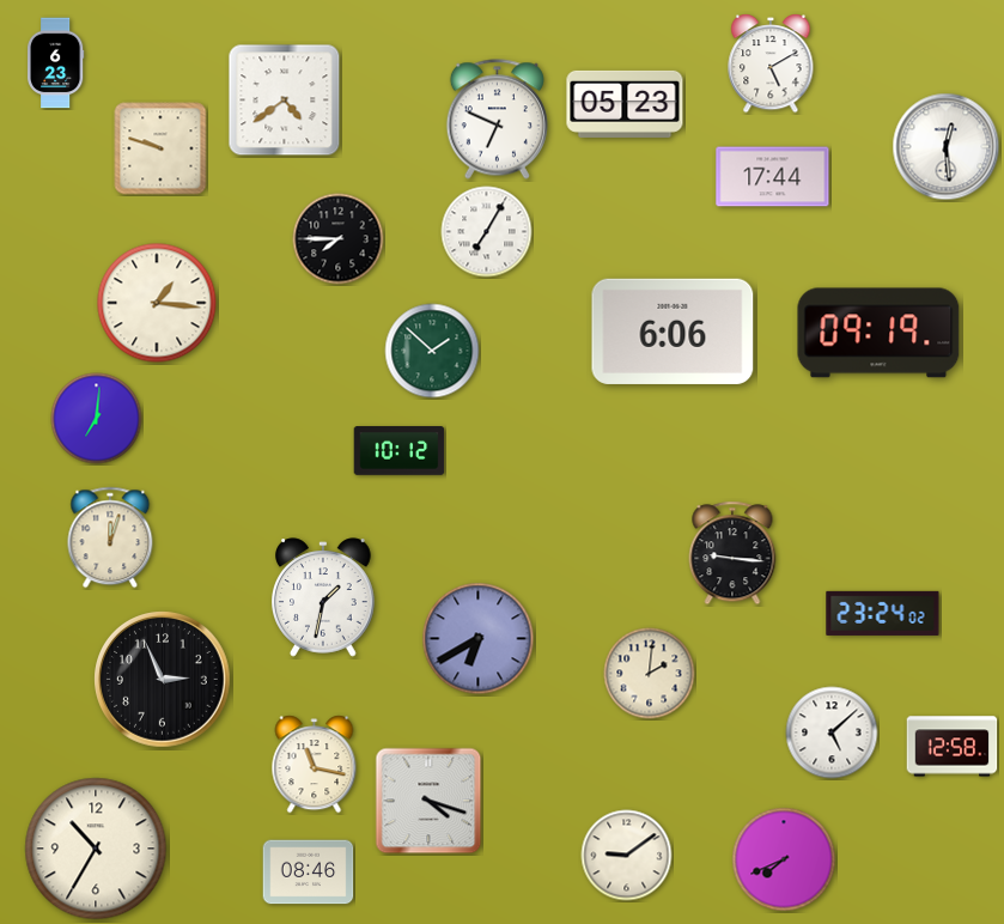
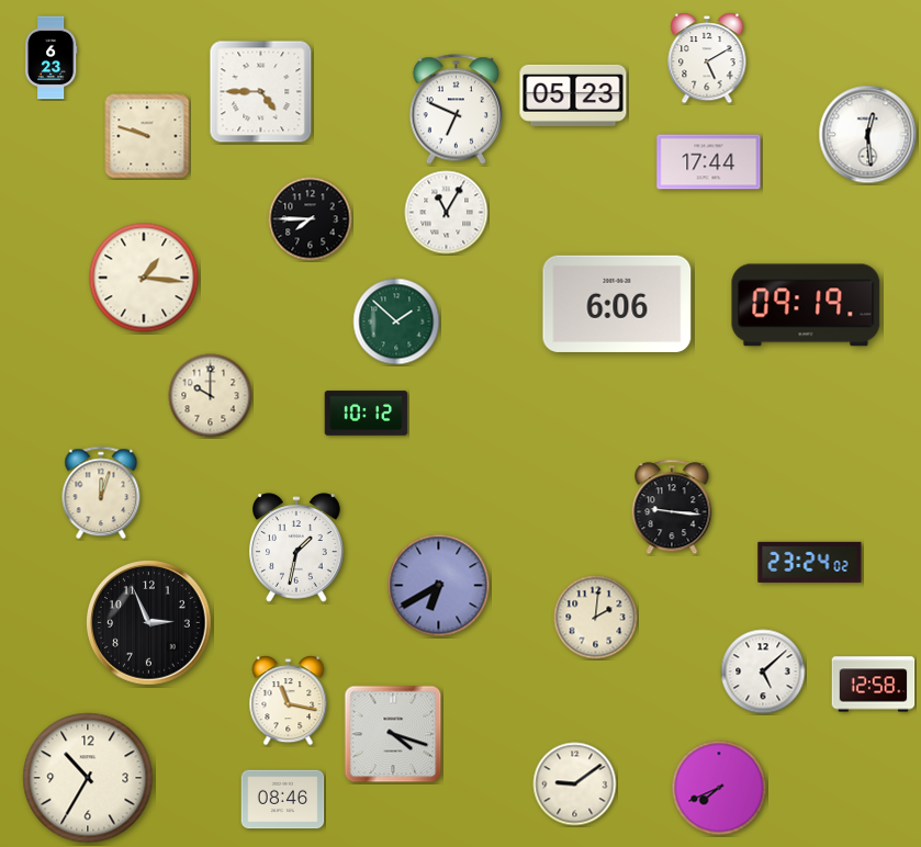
clock at (285, 101): 4:39 -> 4:45
clock at (487, 232): 7:05 -> 11:05
clock at (97, 419): 7:01 -> none
clock at (211, 396): none -> 10:00
